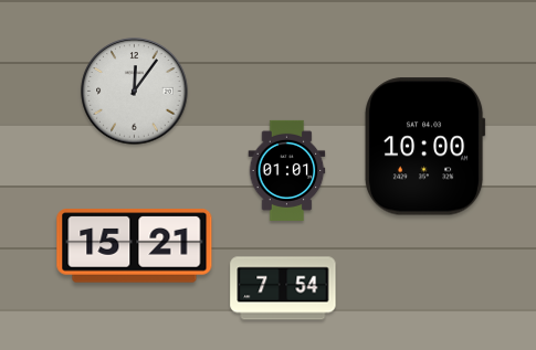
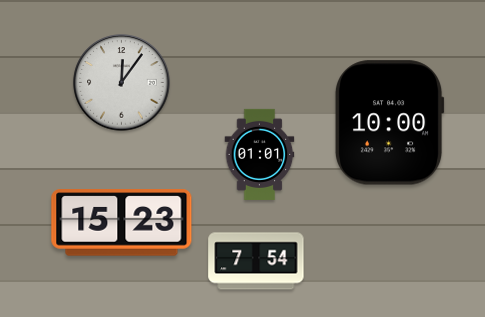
clock at (424, 147) position: (424, 147) -> (389, 123)
clock at (135, 246): 15:21 -> 15:23
